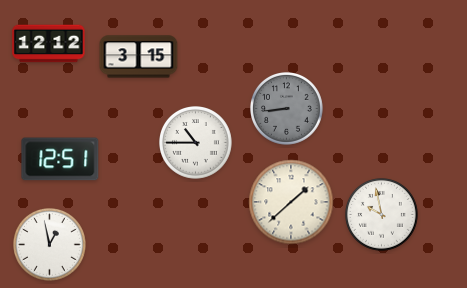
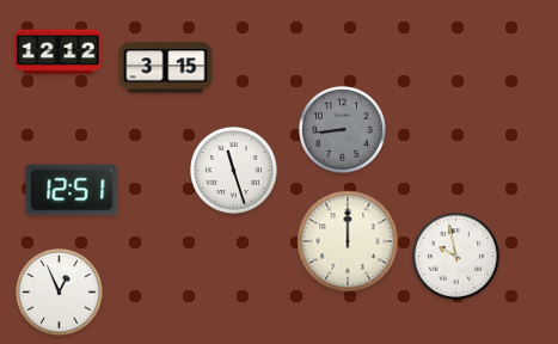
clock at (196, 143): 10:45 -> 11:27
clock at (291, 202): 1:38 -> 12:00
clock at (50, 245): 12:58 -> 12:56
